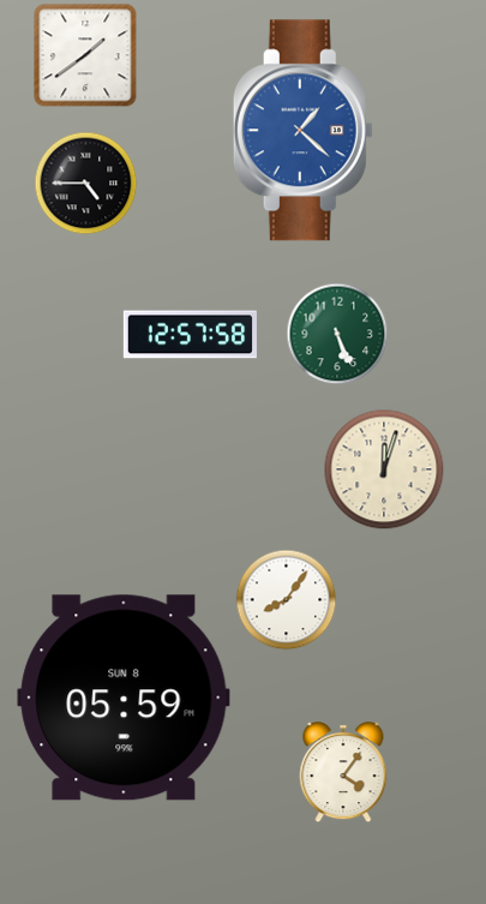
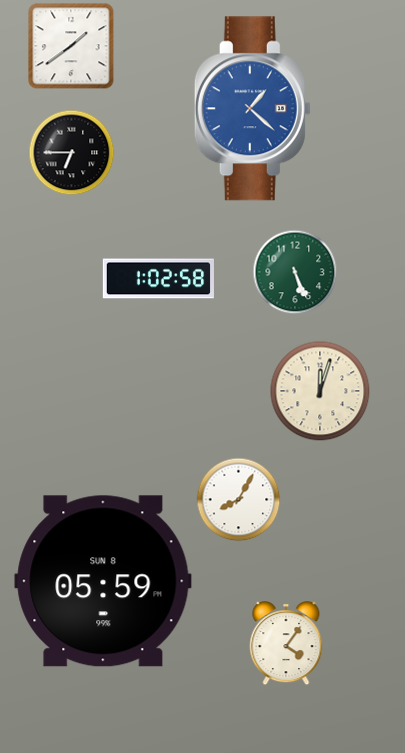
clock at (85, 182): 4:45 -> 6:45
clock at (337, 334) position: (337, 334) -> (295, 272)
clock at (190, 335): 12:57 -> 1:02
clock at (286, 599): 8:06 -> 8:05
